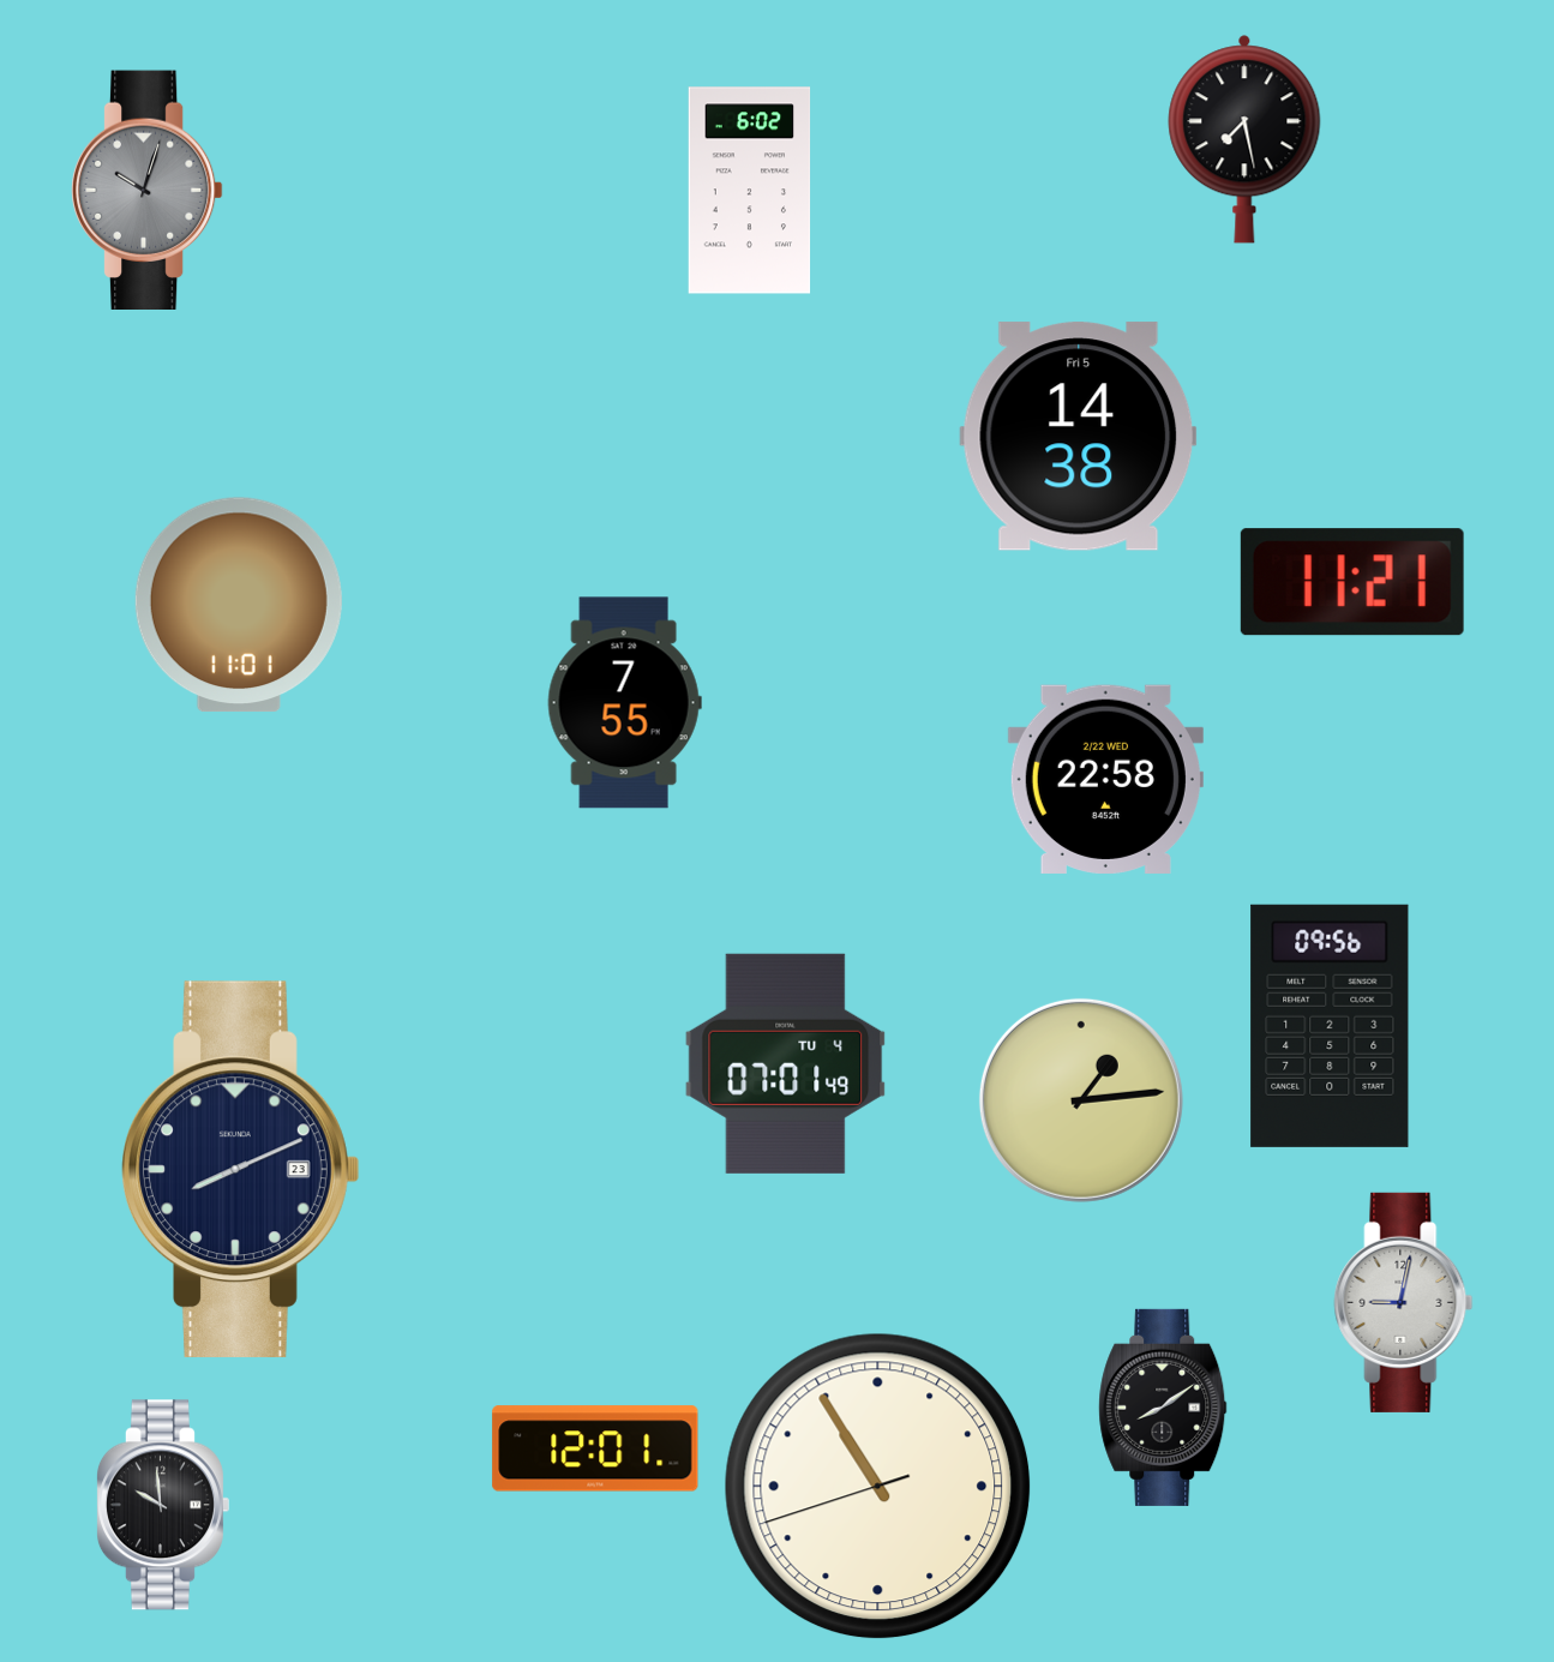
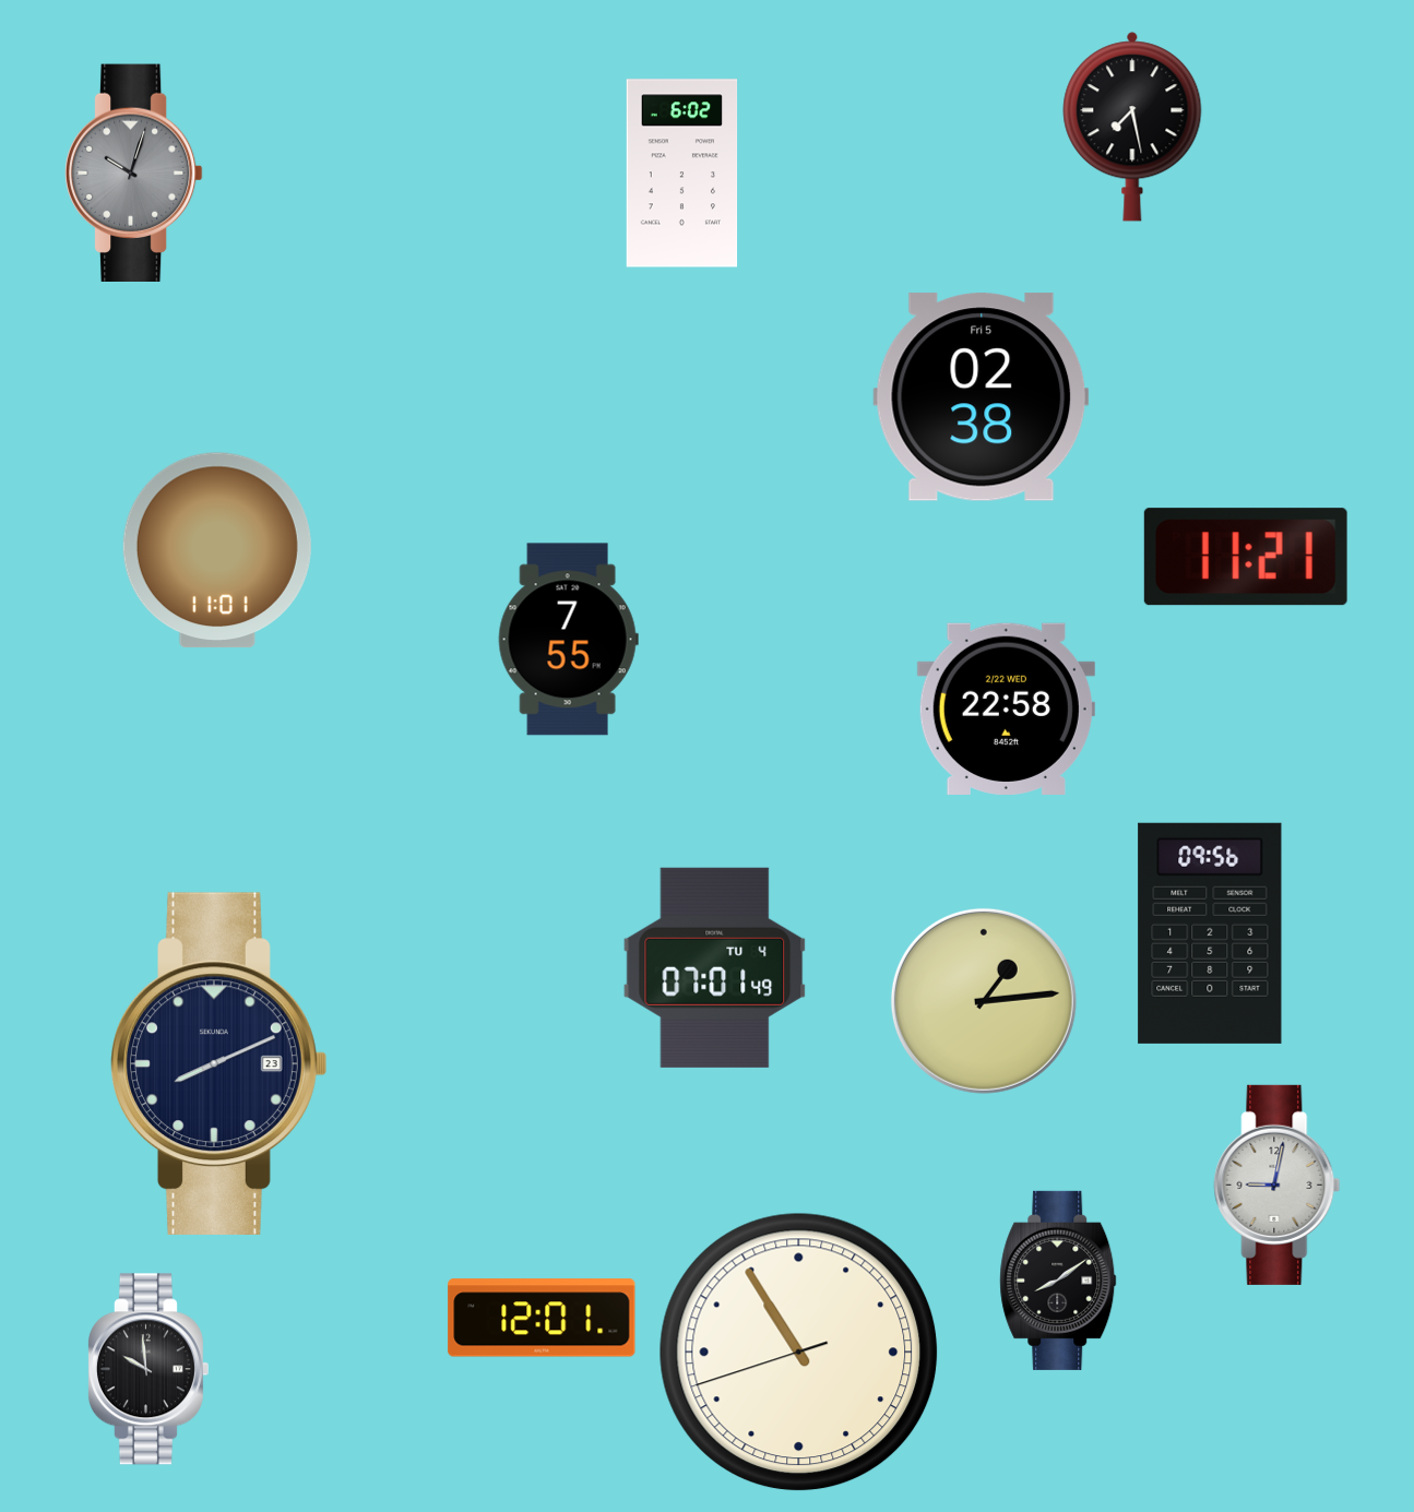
clock at (1079, 437): 14:38 -> 02:38
clock at (1352, 582) position: (1352, 582) -> (1246, 557)
